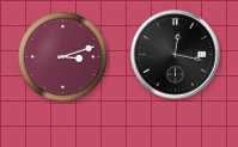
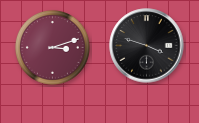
clock at (176, 55): 12:17 -> 3:48
